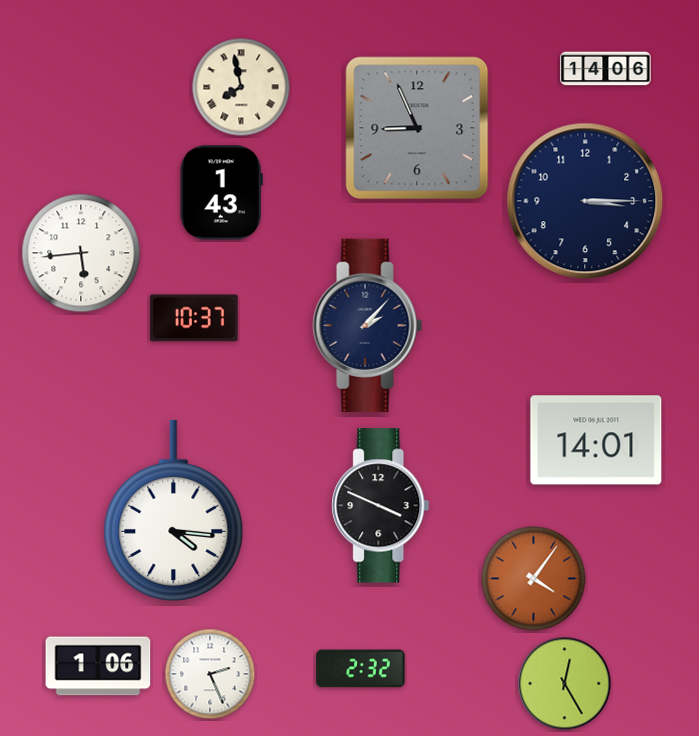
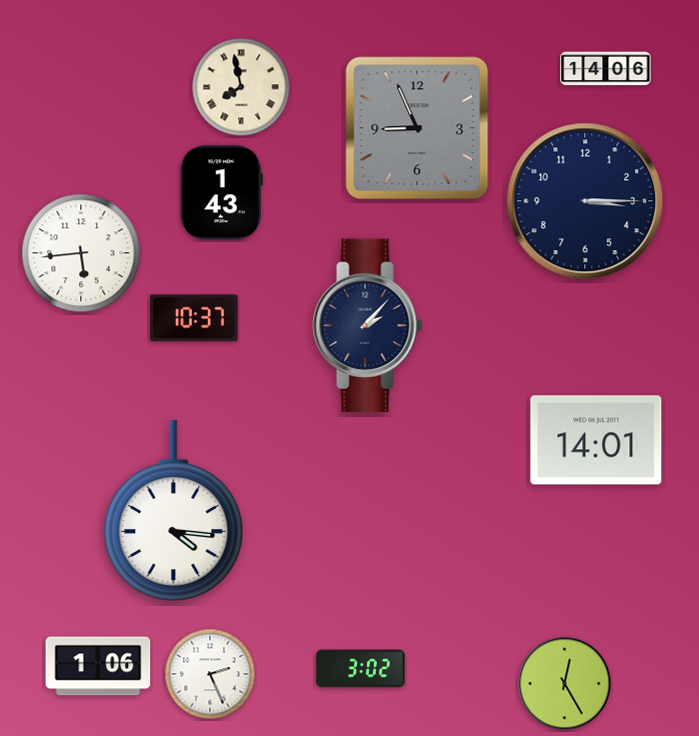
clock at (381, 506): 3:49 -> none
clock at (534, 579): 4:06 -> none
clock at (361, 669): 2:32 -> 3:02
